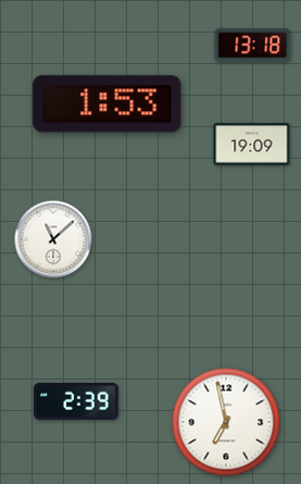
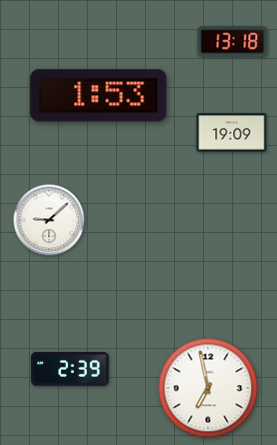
clock at (53, 239): 11:08 -> 9:08
